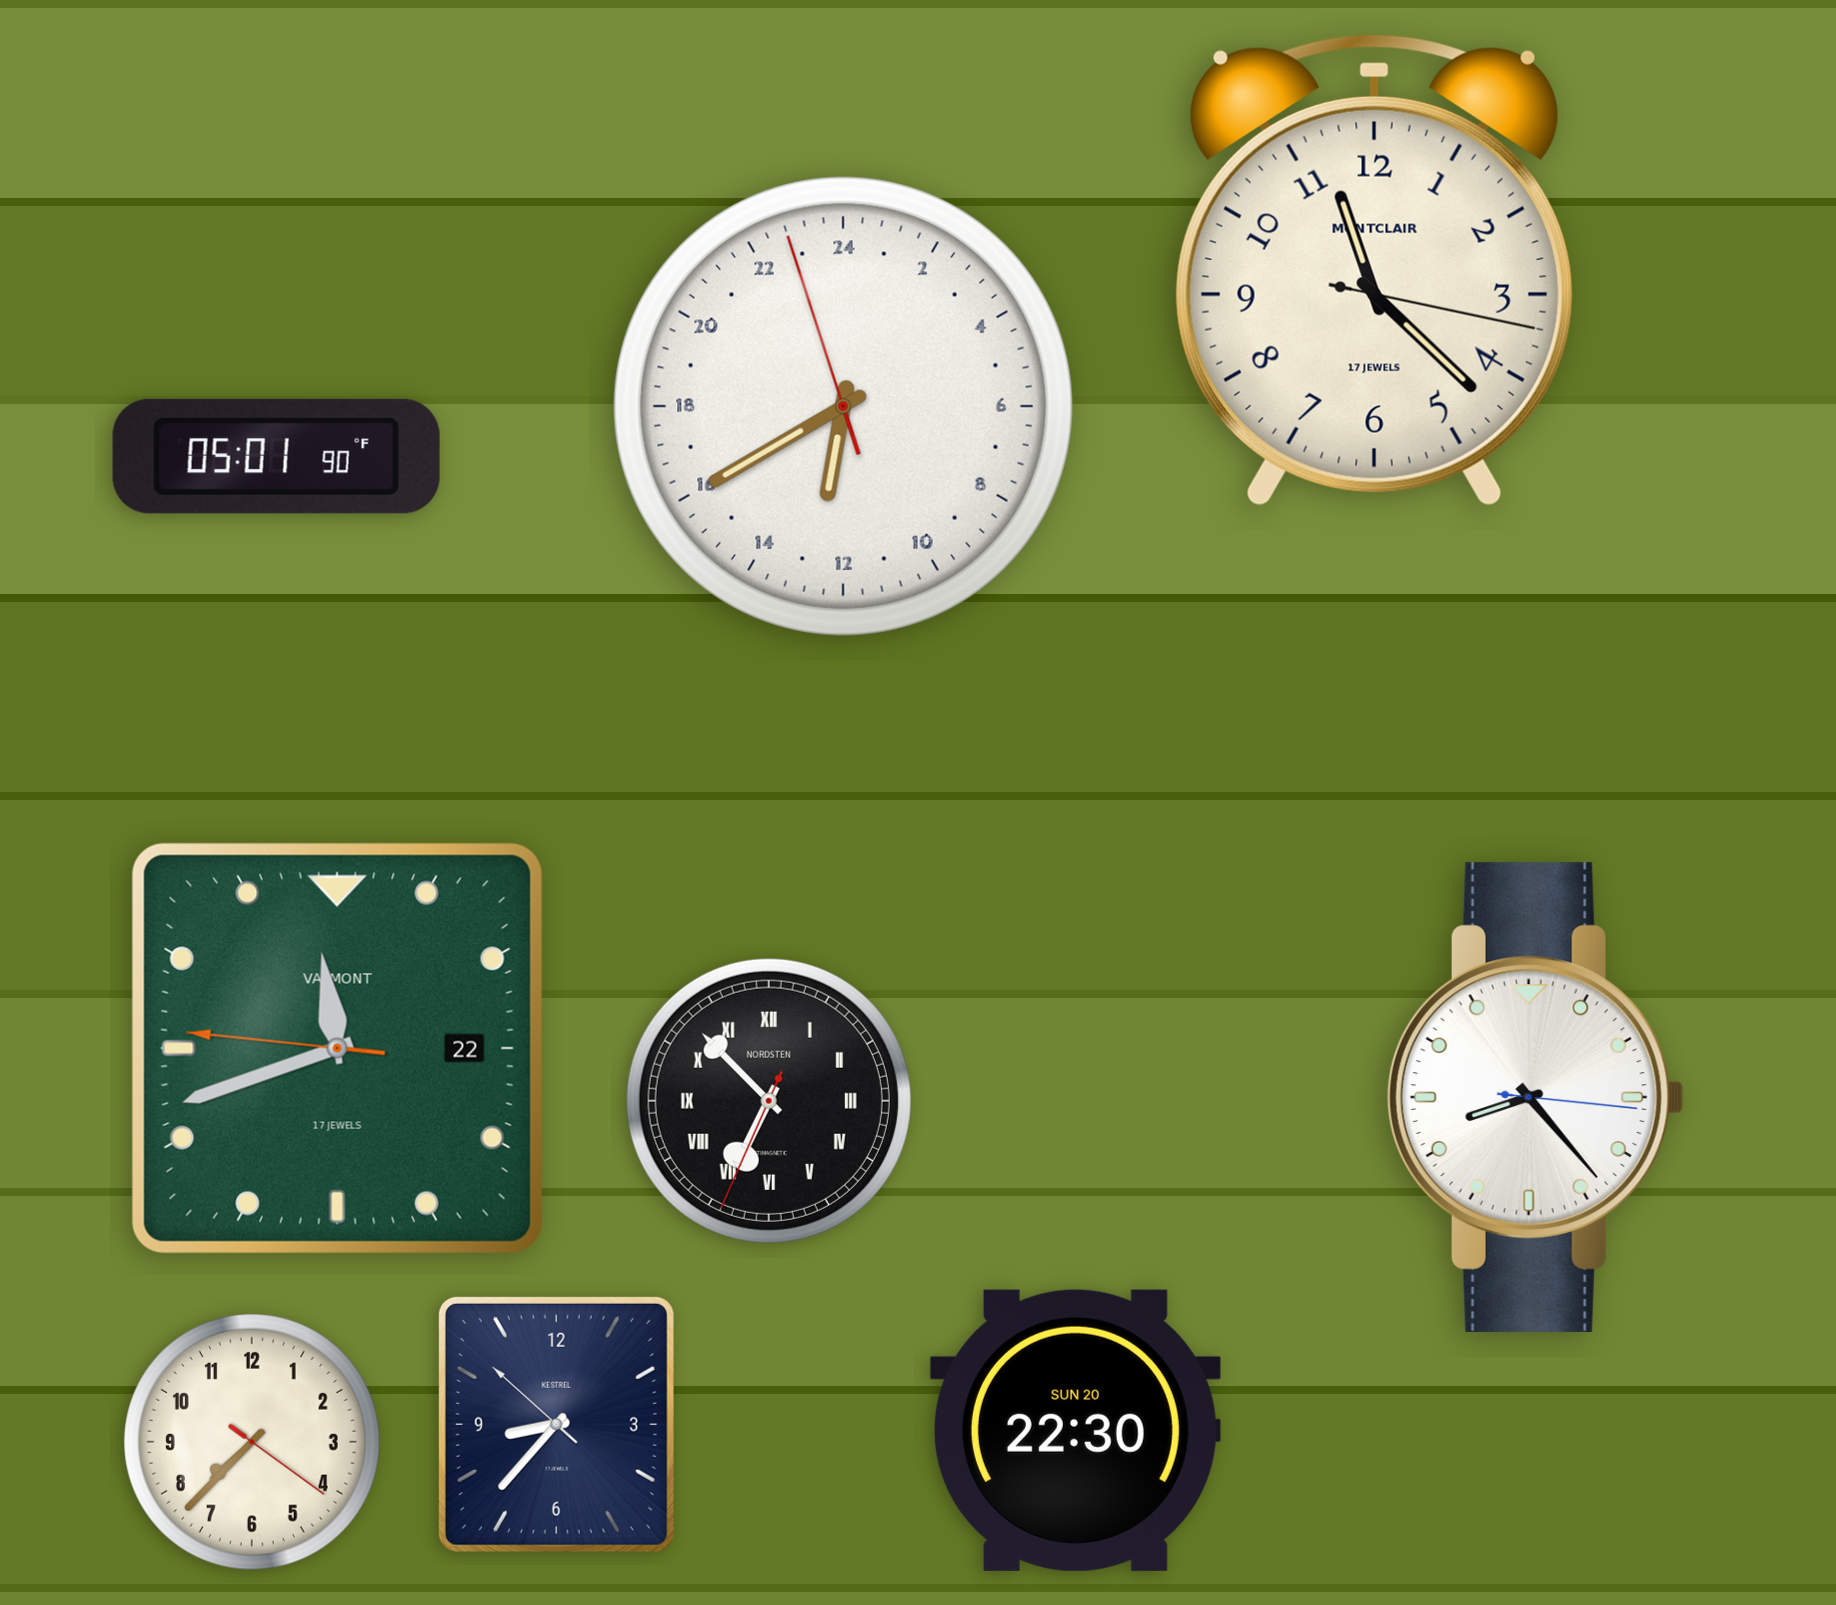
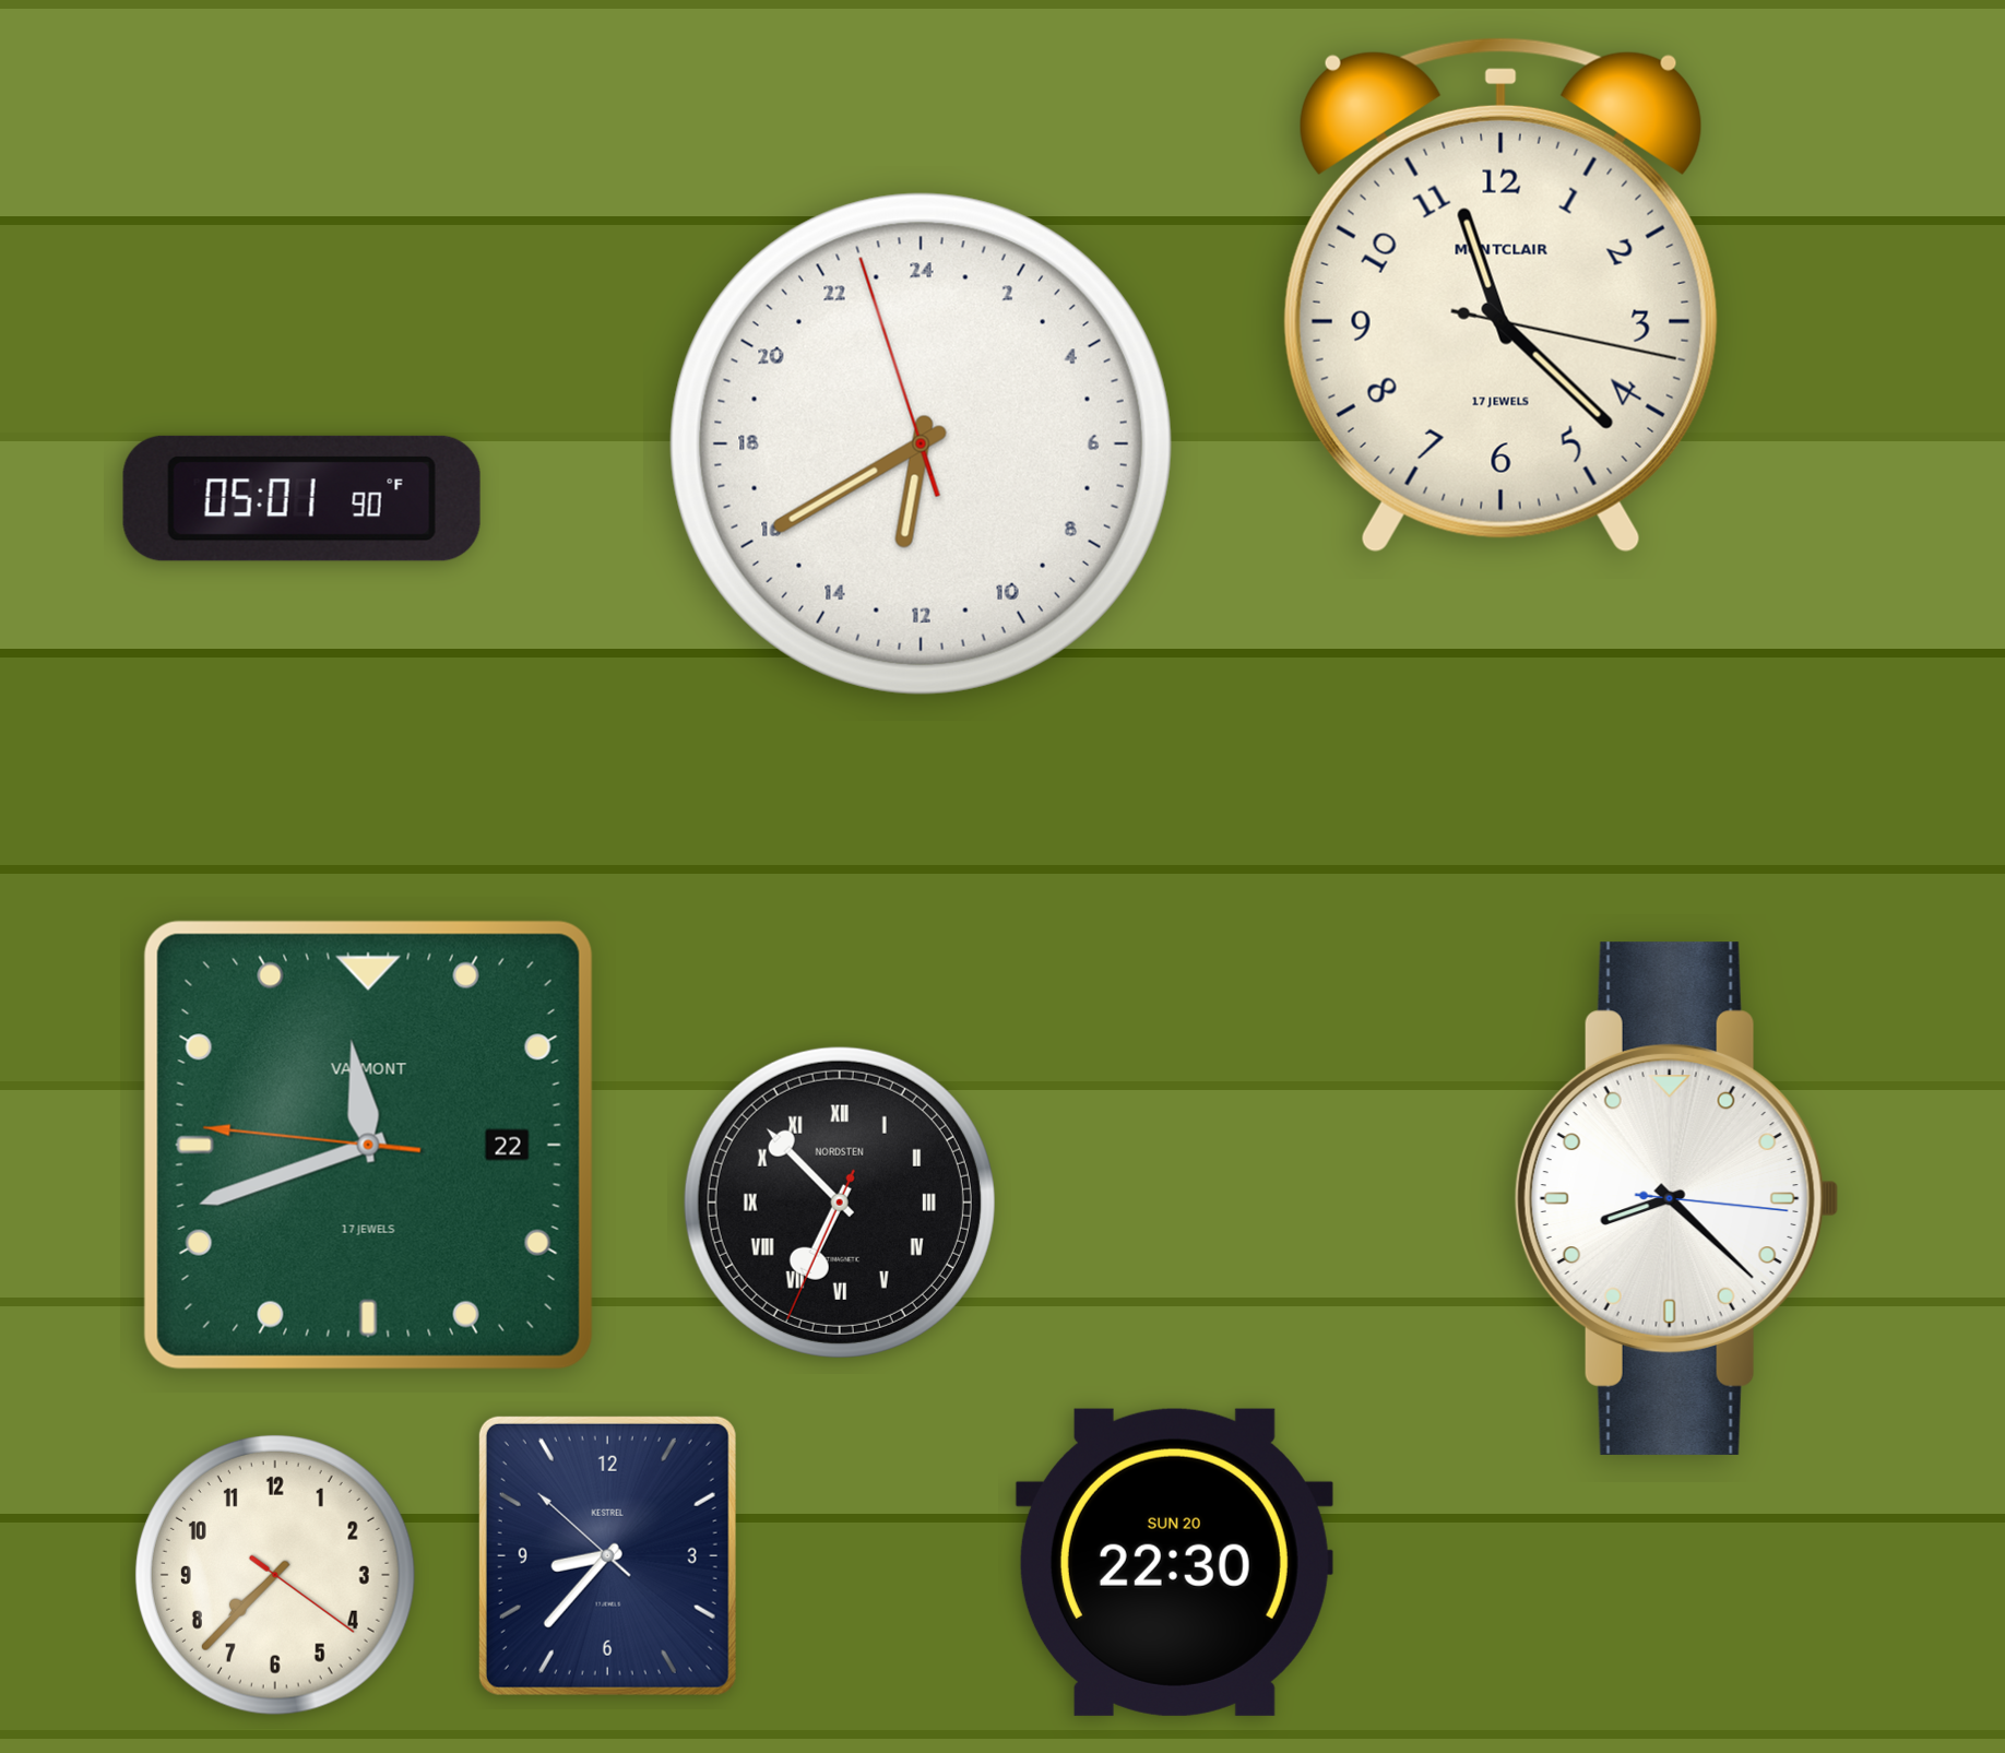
clock at (1535, 1097): 8:23 -> 8:22
